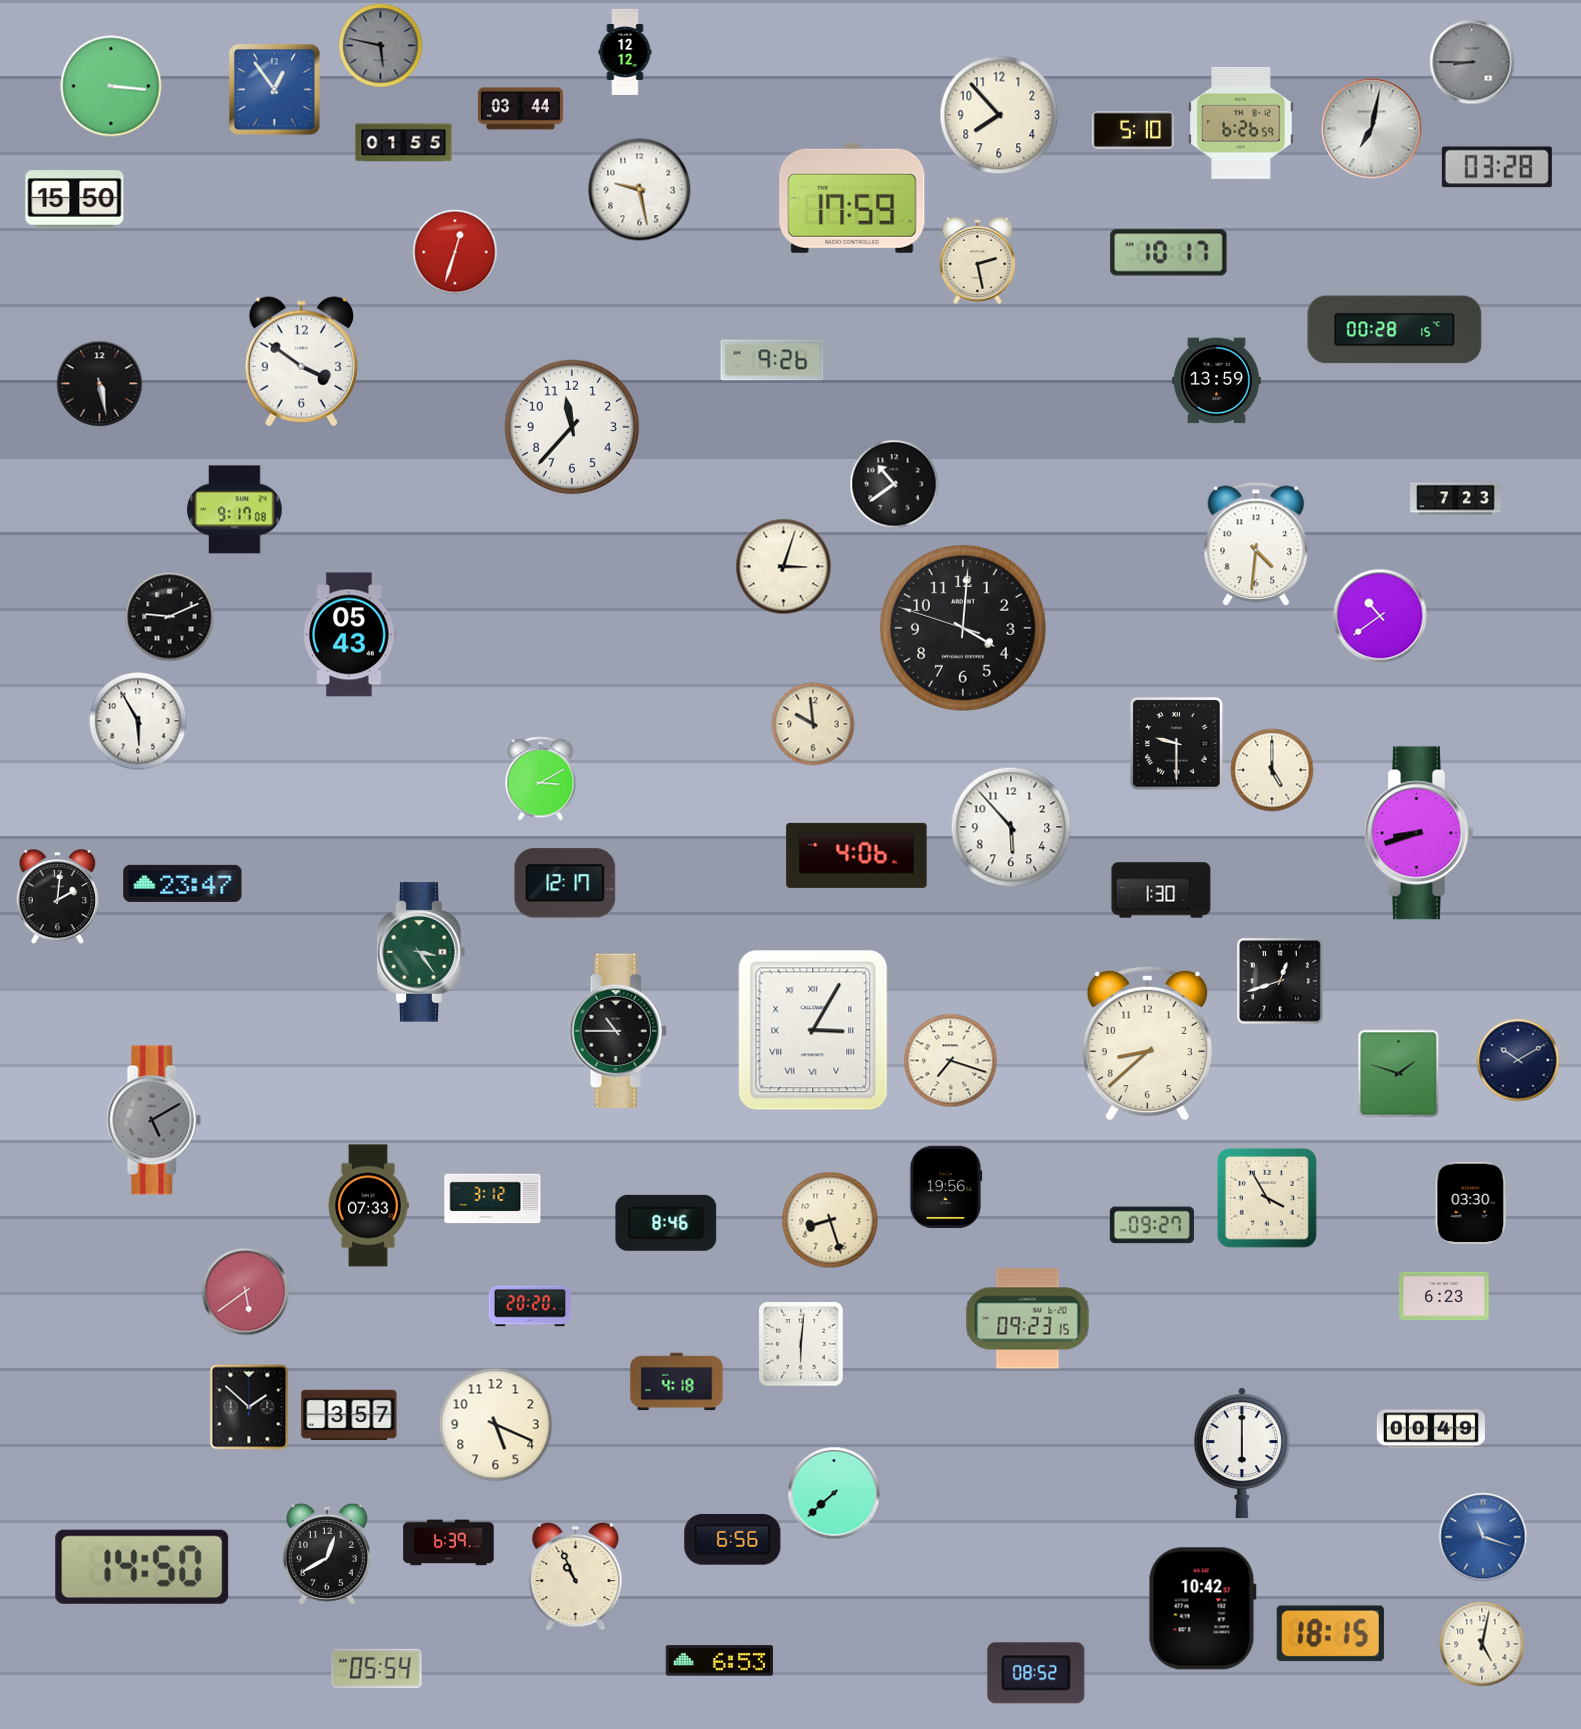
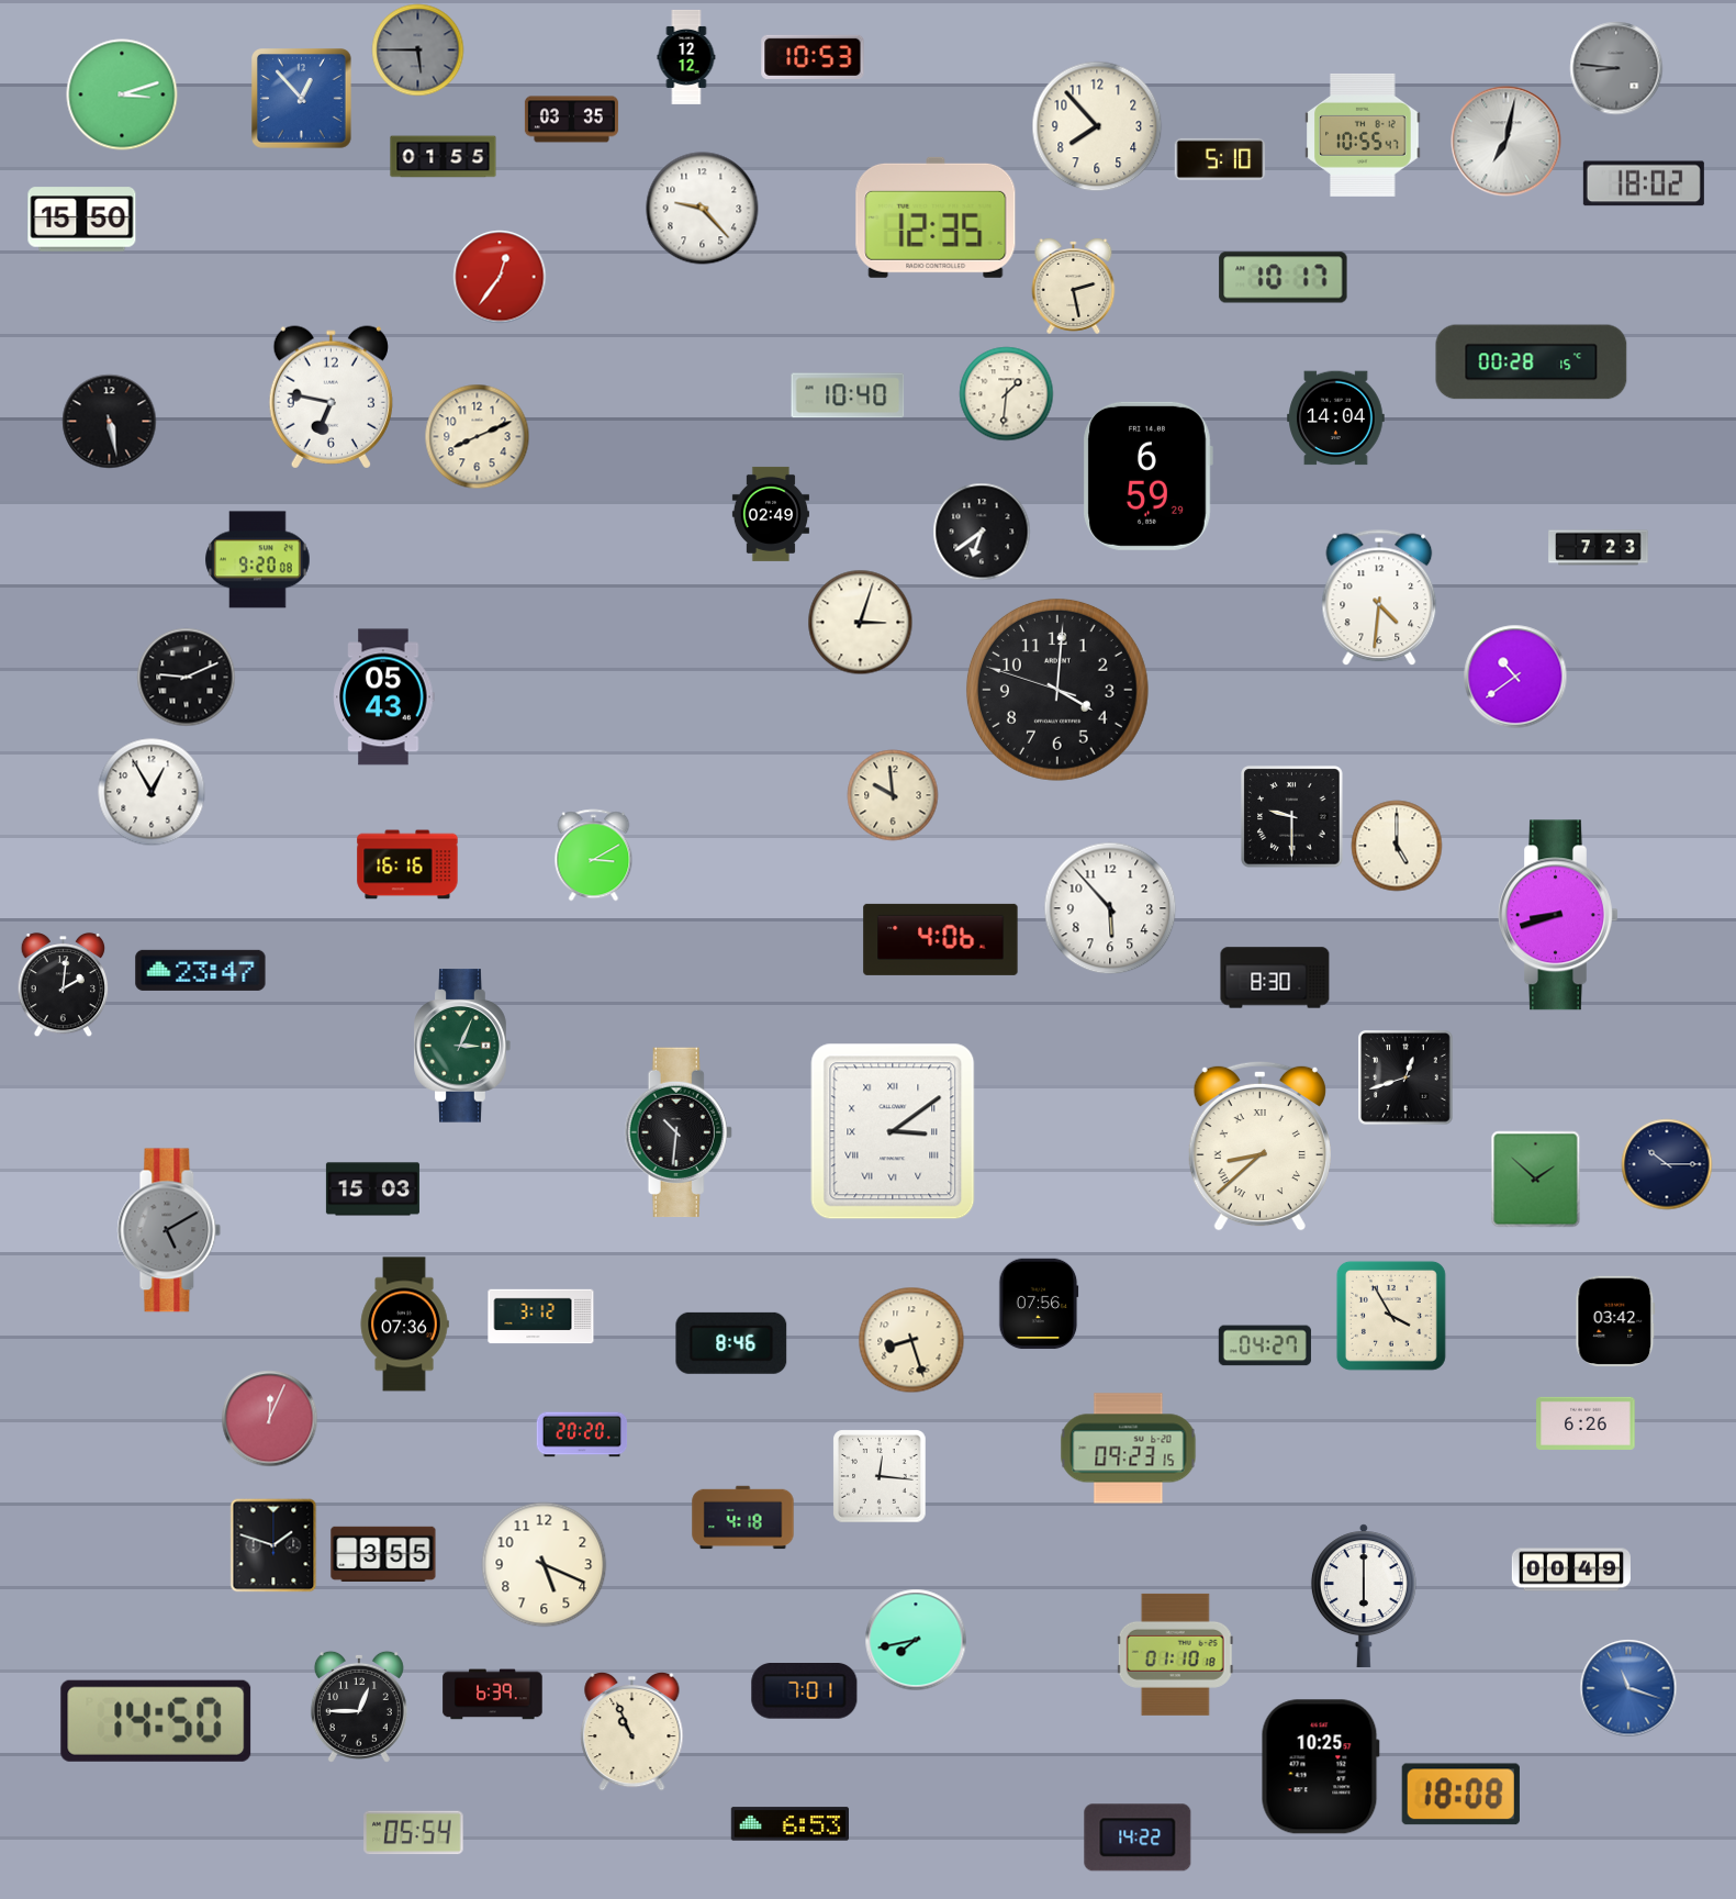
clock at (381, 46): 5:47 -> 5:45
clock at (813, 57): none -> 10:53
clock at (1472, 62): 8:45 -> 8:46
clock at (111, 86): 3:16 -> 3:12
clock at (275, 90): 12:54 -> 12:53
clock at (520, 109): 03:44 -> 03:35
clock at (1241, 123): 6:26 -> 10:55
clock at (1133, 130) position: (1133, 130) -> (1220, 159)
clock at (1497, 167): 03:28 -> 18:02
clock at (640, 190): 9:28 -> 9:23
clock at (852, 198): 17:59 -> 12:35
clock at (455, 252): 12:33 -> 12:36
clock at (1007, 394): none -> 1:31
clock at (772, 360): 9:26 -> 10:40
clock at (301, 362): 3:51 -> 6:47
clock at (1217, 381): 13:59 -> 14:04
clock at (478, 437): none -> 8:11
clock at (572, 427): 11:37 -> none
clock at (1147, 476): none -> 6:59
clock at (771, 514): none -> 02:49
clock at (894, 484): 10:39 -> 6:39
clock at (235, 510): 9:17 -> 9:20
clock at (138, 721): 5:55 -> 12:55
clock at (407, 864): none -> 16:16
clock at (565, 883): 12:17 -> none
clock at (1161, 890): 1:30 -> 8:30
clock at (421, 952): 3:24 -> 3:04
clock at (813, 1030): 3:05 -> 3:09
clock at (618, 1031): 10:45 -> 10:31
clock at (1147, 1043) numerals: Arabic -> Roman
clock at (1518, 1060): 10:10 -> 10:15
clock at (951, 1061): 7:18 -> none
clock at (1399, 1074): 1:48 -> 1:52
clock at (372, 1189): none -> 15:03
clock at (946, 1187): 19:56 -> 07:56
clock at (1471, 1203): 03:30 -> 03:42
clock at (368, 1206): 07:33 -> 07:36
clock at (1152, 1225): 09:27 -> 04:27
clock at (246, 1292): 5:39 -> 12:04
clock at (1444, 1296): 6:23 -> 6:26
clock at (801, 1344): 6:01 -> 12:16
clock at (249, 1407): 1:52 -> 1:48
clock at (349, 1415): 3:57 -> 3:55
clock at (834, 1493): 7:38 -> 7:43
clock at (1175, 1654): none -> 01:10
clock at (733, 1540): 6:56 -> 7:01
clock at (327, 1554): 12:40 -> 12:45
clock at (1202, 1609): 10:42 -> 10:25
clock at (1330, 1634): 18:15 -> 18:08
clock at (1482, 1644): 5:02 -> none
clock at (1036, 1673): 08:52 -> 14:22
